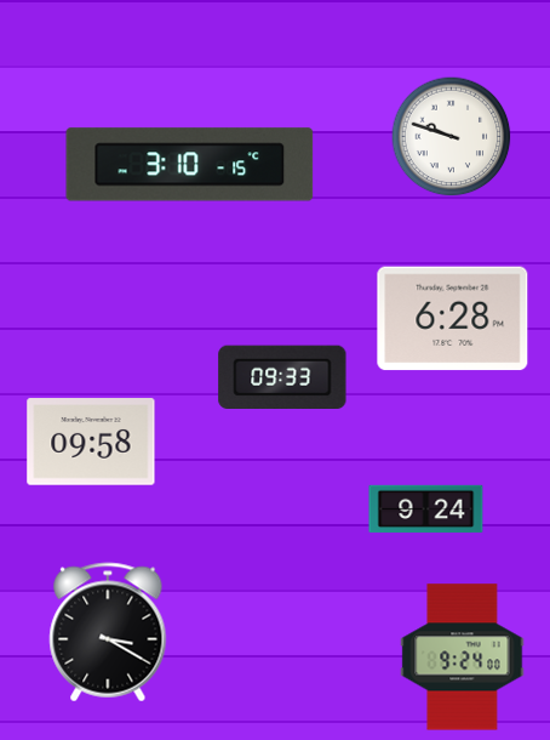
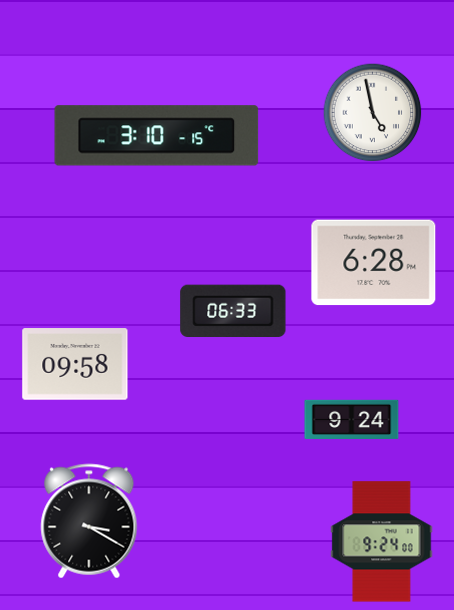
clock at (452, 137): 9:48 -> 4:58
clock at (282, 376): 09:33 -> 06:33
